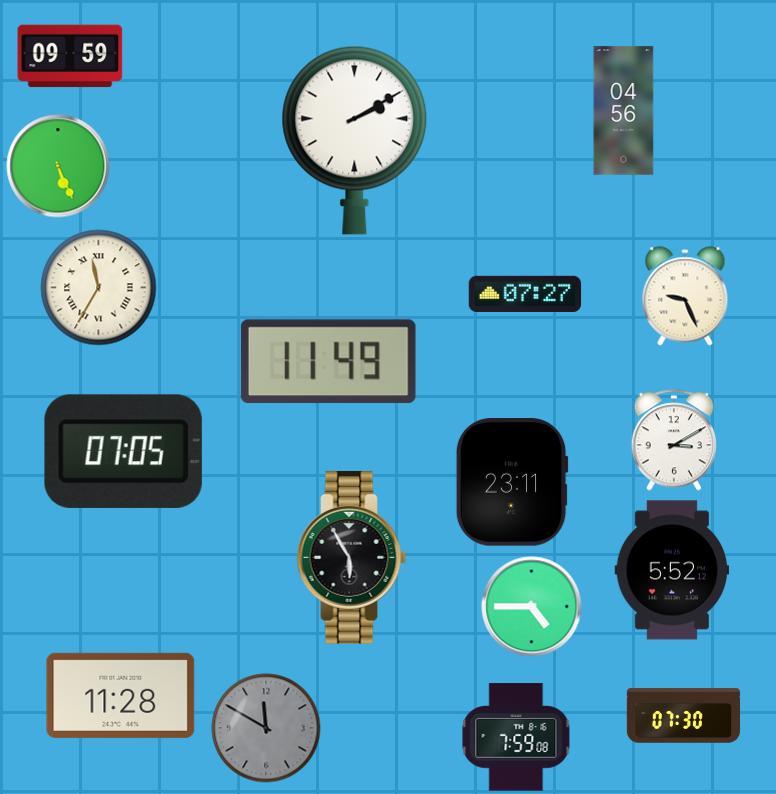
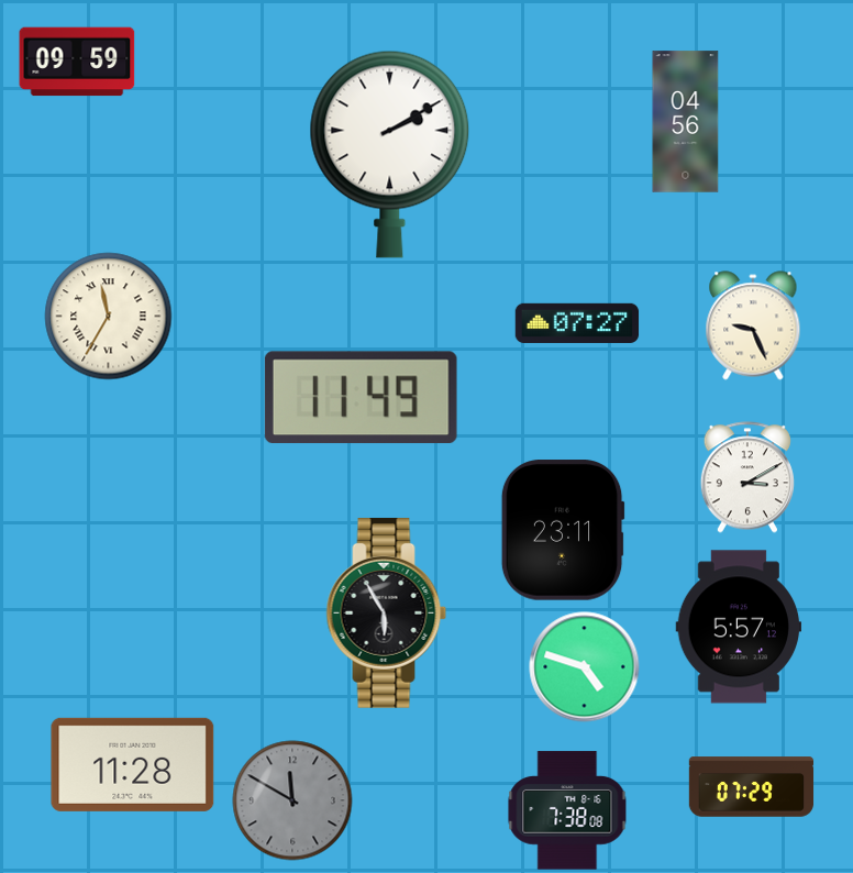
clock at (58, 166): 5:26 -> none
clock at (674, 440) position: (674, 440) -> (747, 477)
clock at (123, 451): 07:05 -> none
clock at (672, 570): 5:52 -> 5:57
clock at (532, 607): 4:45 -> 4:48
clock at (684, 716): 07:30 -> 07:29
clock at (516, 737): 7:59 -> 7:38
